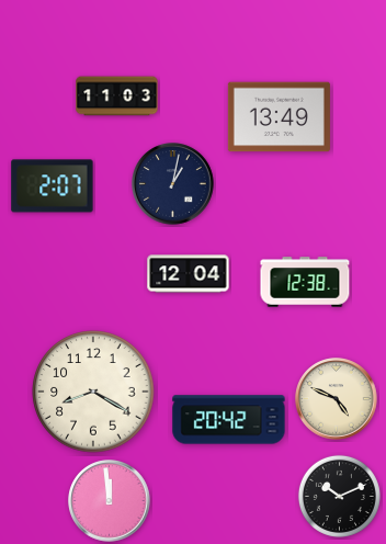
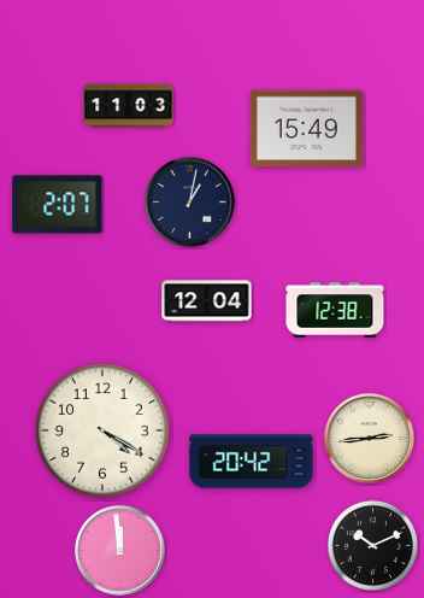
clock at (279, 117): 13:49 -> 15:49
clock at (93, 392): 8:20 -> 4:20
clock at (337, 399): 4:49 -> 2:44
